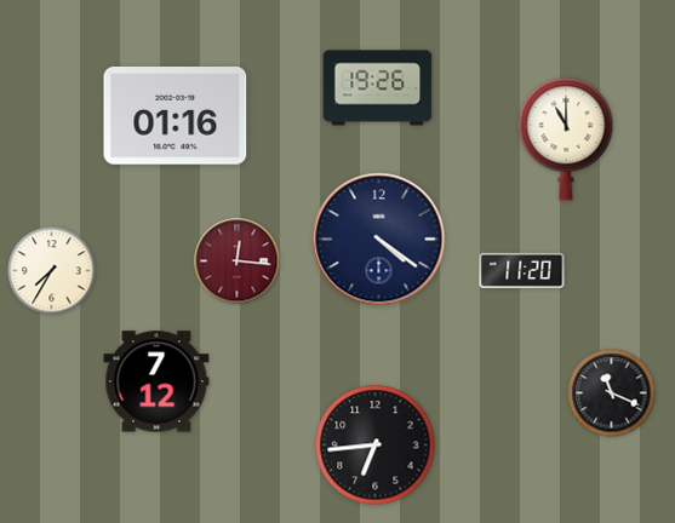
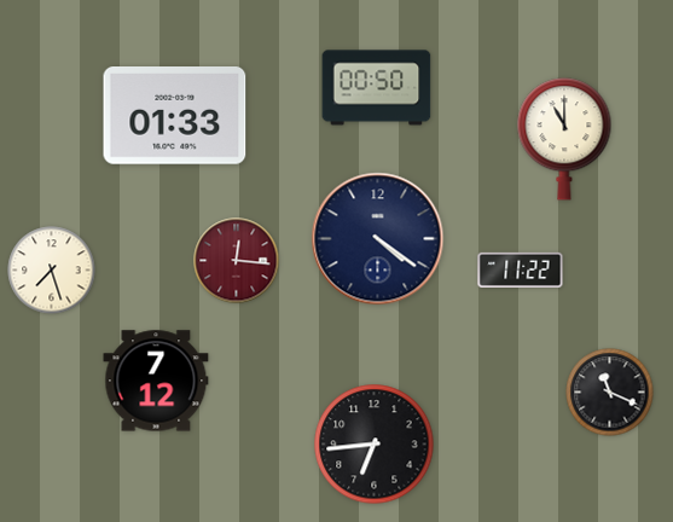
clock at (378, 88): 19:26 -> 00:50
clock at (176, 116): 01:16 -> 01:33
clock at (522, 270): 11:20 -> 11:22
clock at (52, 271): 7:35 -> 7:27
